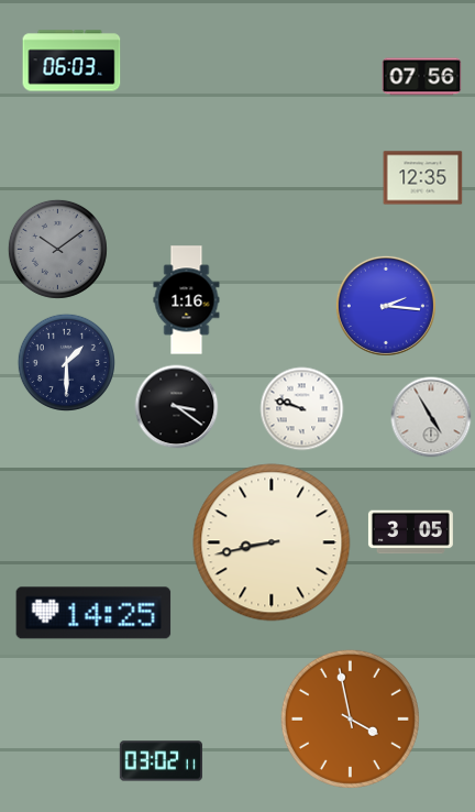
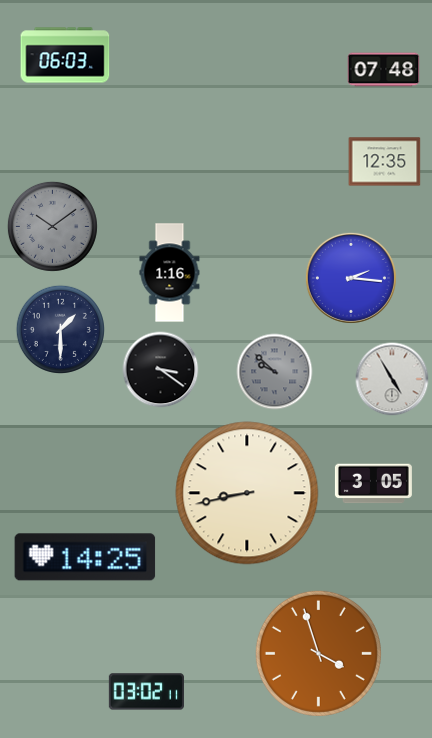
clock at (422, 77): 07:56 -> 07:48
clock at (302, 409): 9:48 -> 9:52
clock at (302, 409) dial: white -> grey
clock at (350, 718): 3:58 -> 3:57
